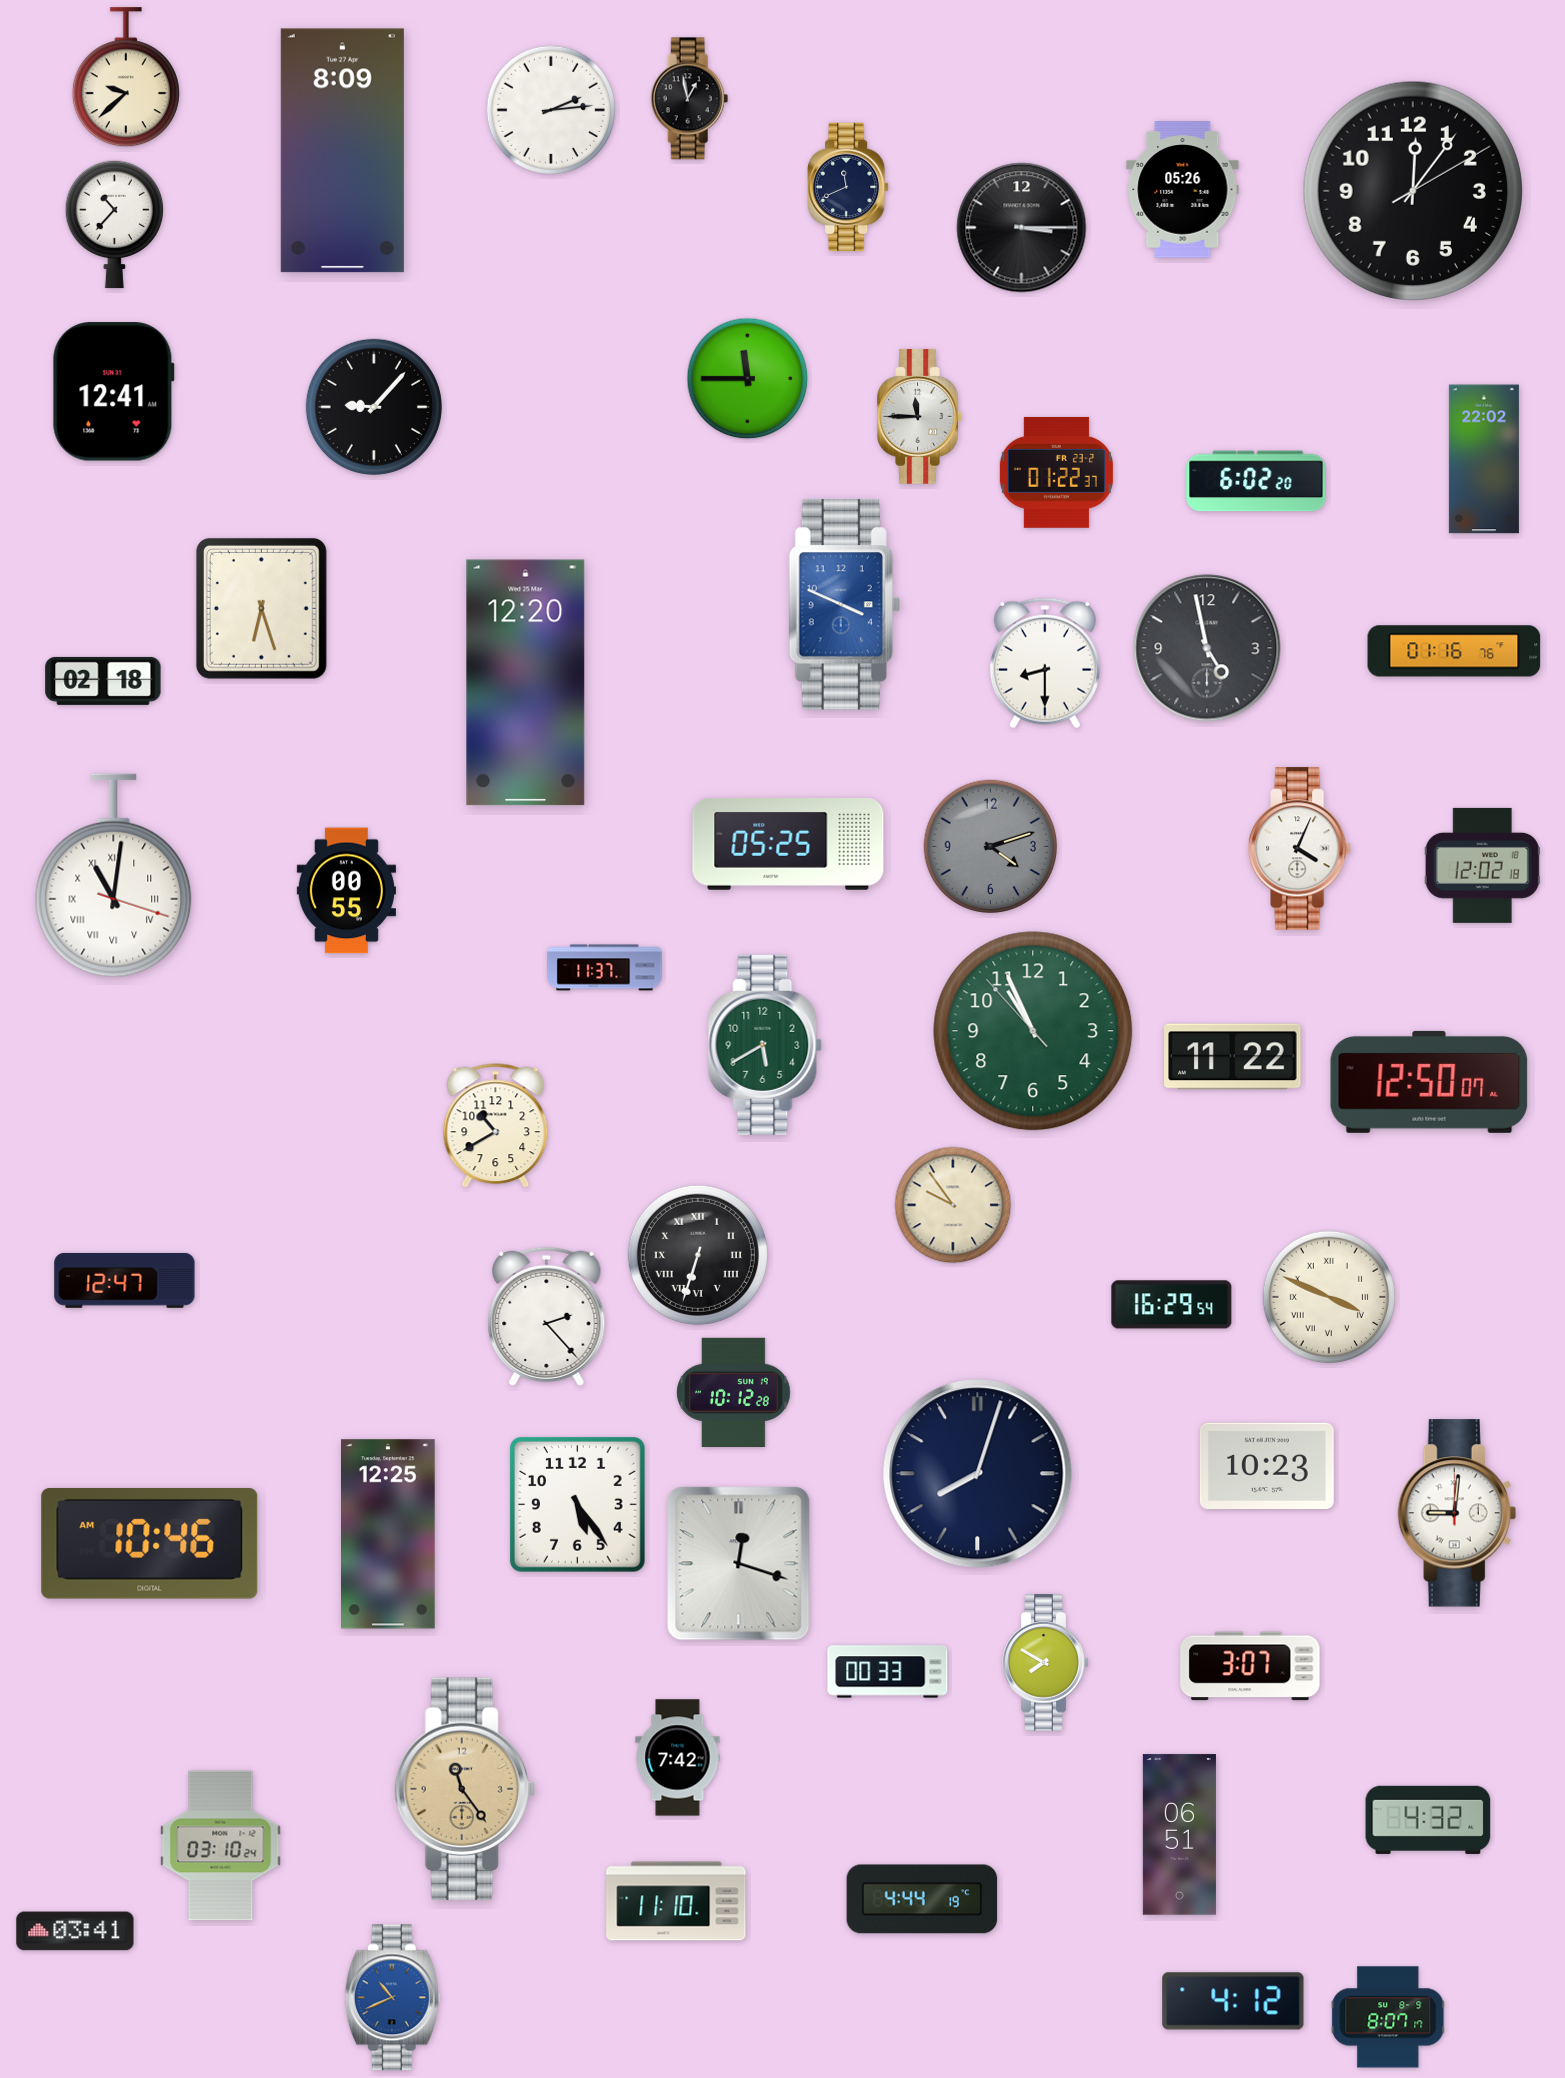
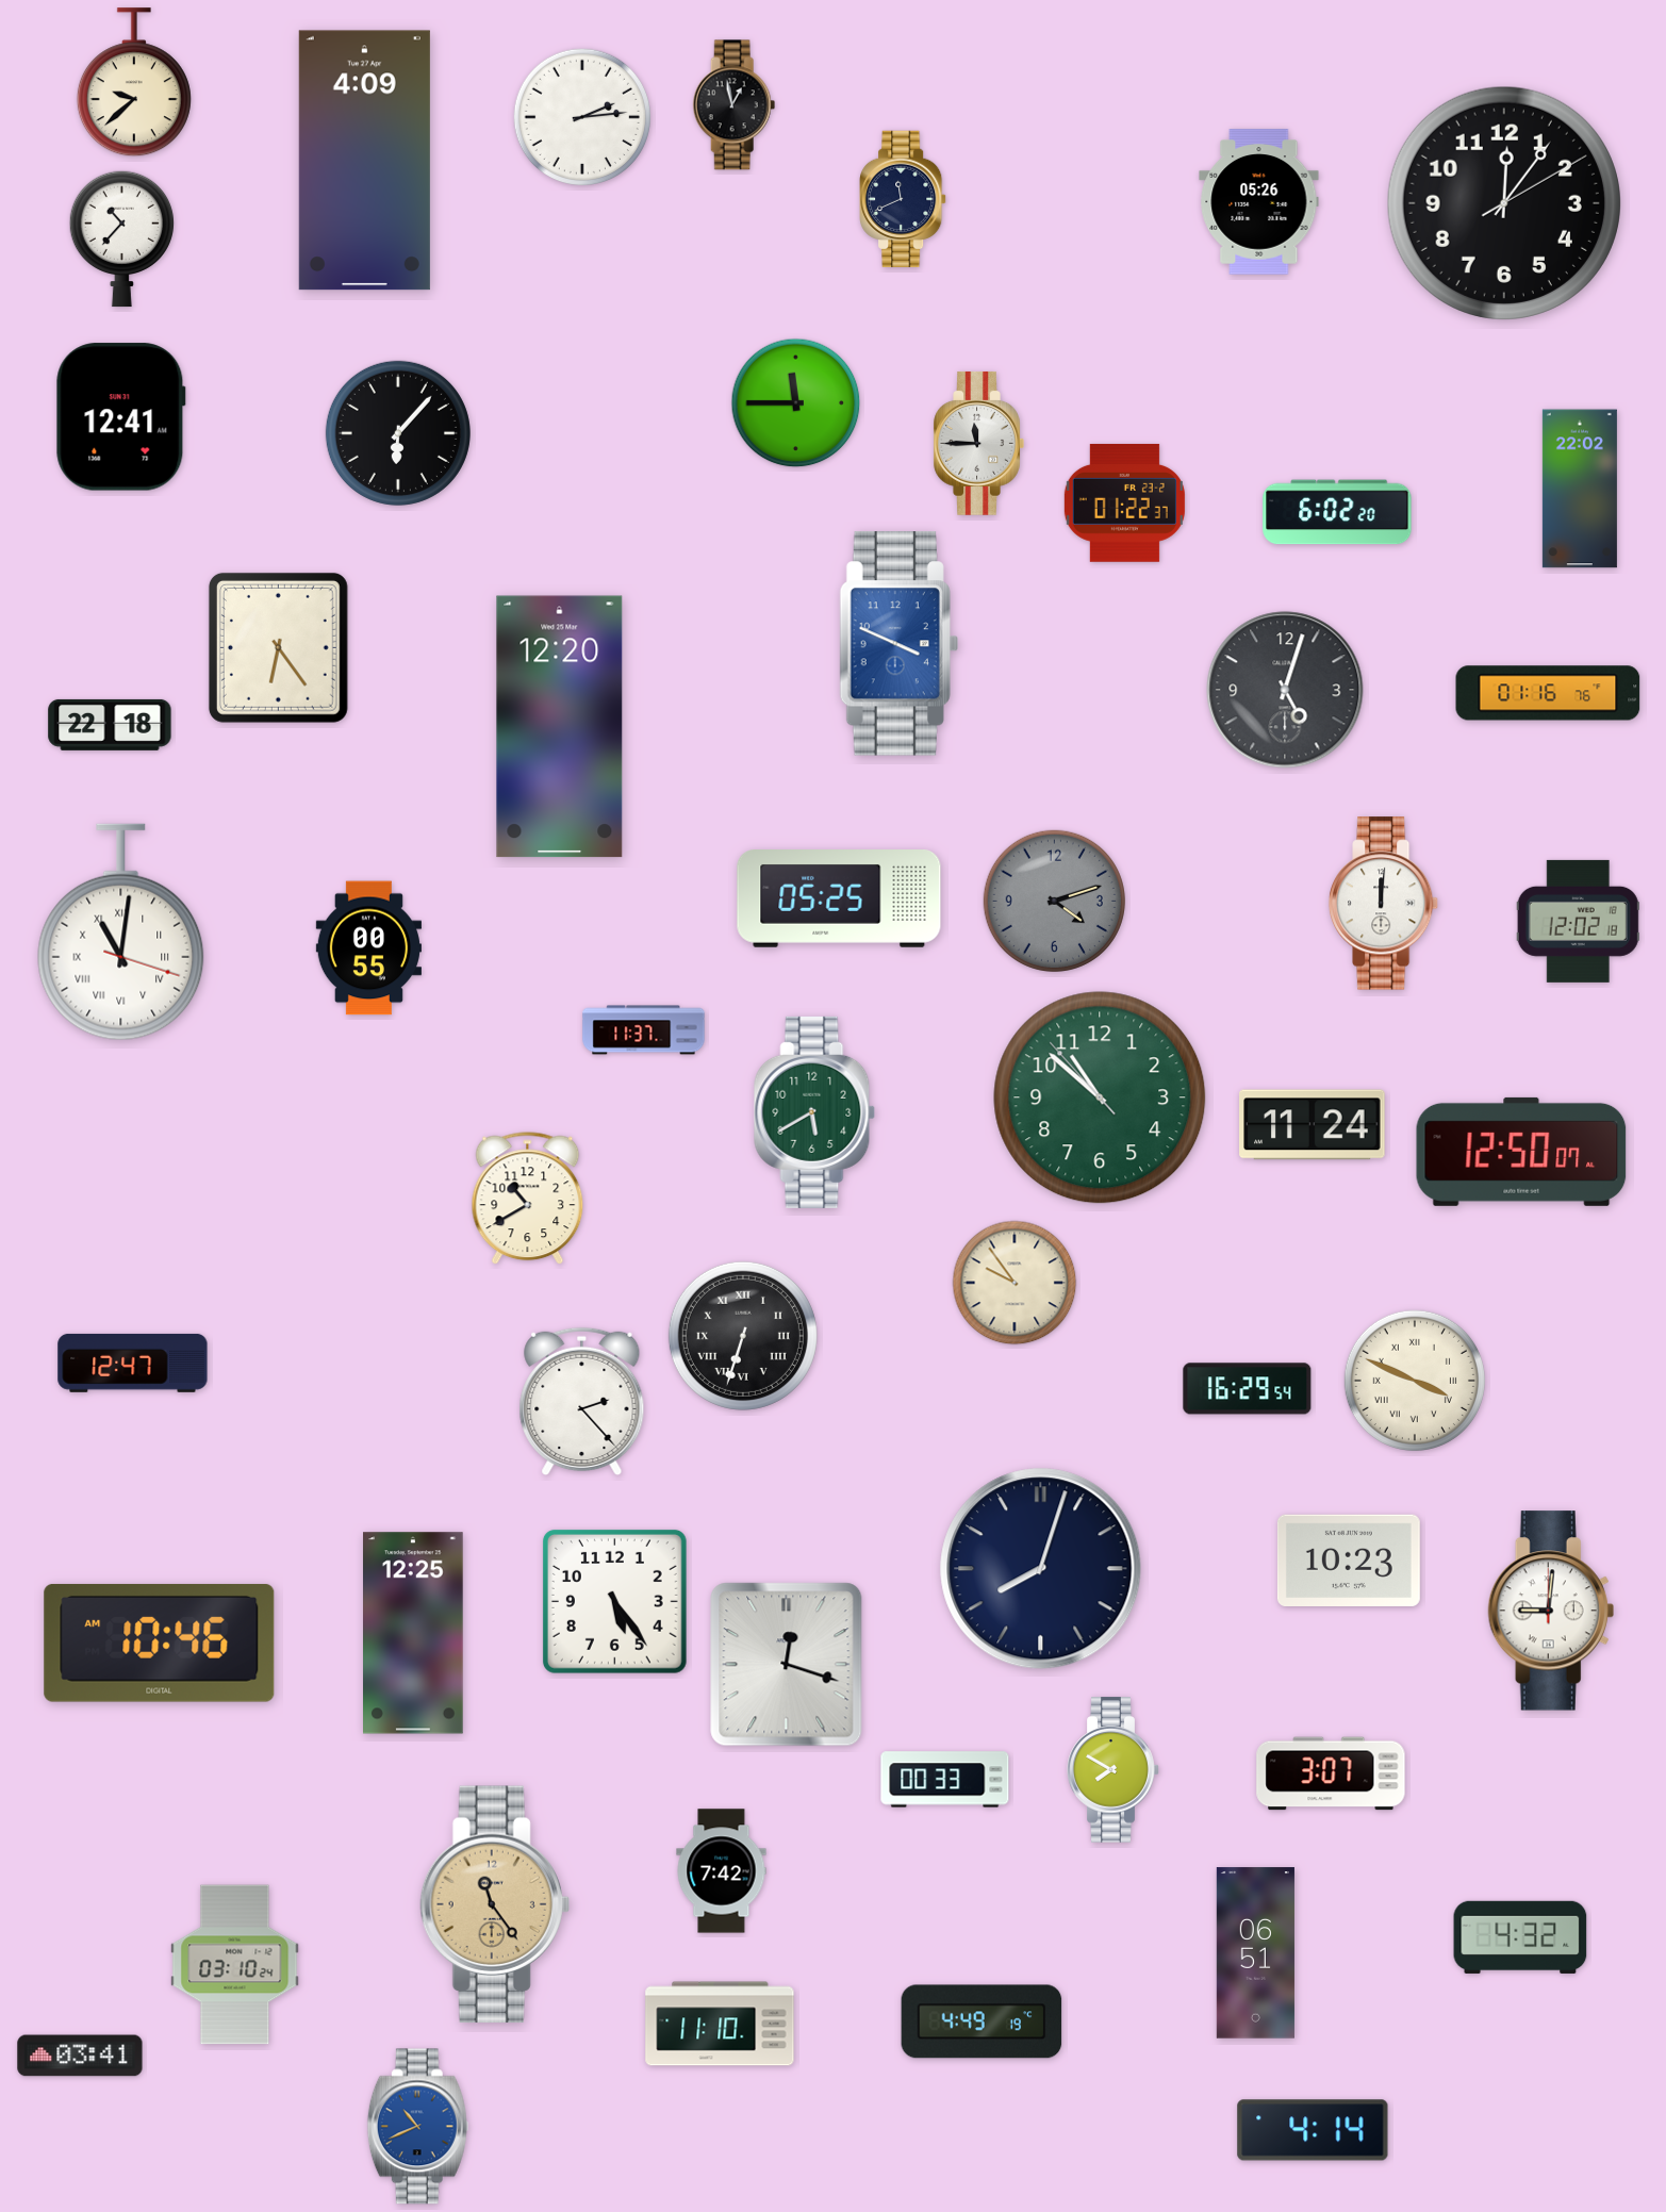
clock at (550, 109) position: (550, 109) -> (581, 116)
clock at (342, 151): 8:09 -> 4:09
clock at (1022, 228): 3:15 -> none
clock at (374, 407): 9:07 -> 6:07
clock at (261, 608): 6:27 -> 6:24
clock at (1207, 648): 4:58 -> 5:03
clock at (1045, 663): 8:30 -> none
clock at (103, 681): 02:18 -> 22:18
clock at (1300, 849): 4:04 -> 12:01
clock at (1033, 1031): 10:55 -> 10:51
clock at (1233, 1057): 11:22 -> 11:24
clock at (734, 1392): 10:12 -> none
clock at (922, 1899): 4:44 -> 4:49
clock at (1233, 2001): 4:12 -> 4:14
clock at (1388, 2017): 8:07 -> none
